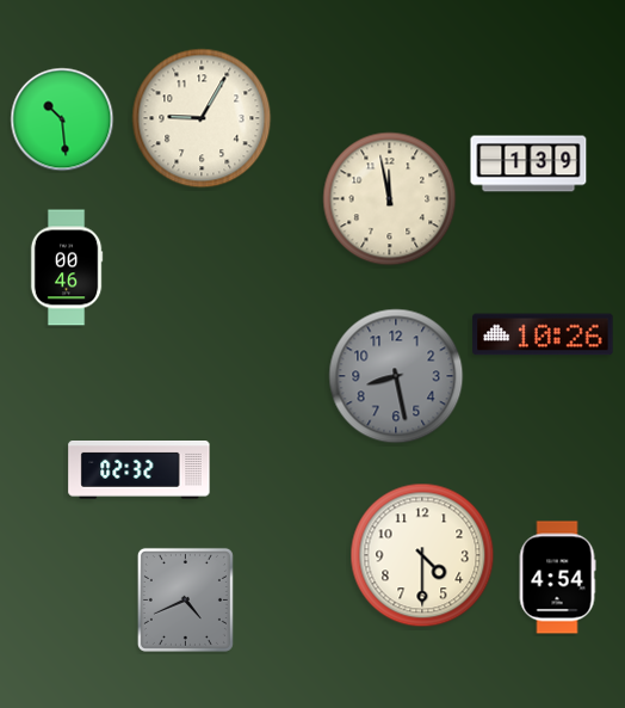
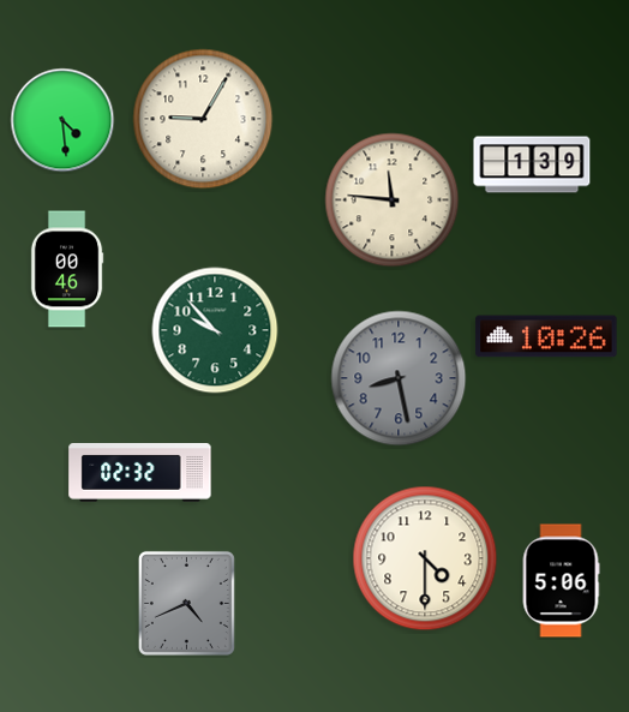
clock at (62, 119): 10:29 -> 4:29
clock at (390, 199): 11:58 -> 11:46
clock at (215, 330): none -> 9:53
clock at (557, 578): 4:54 -> 5:06
